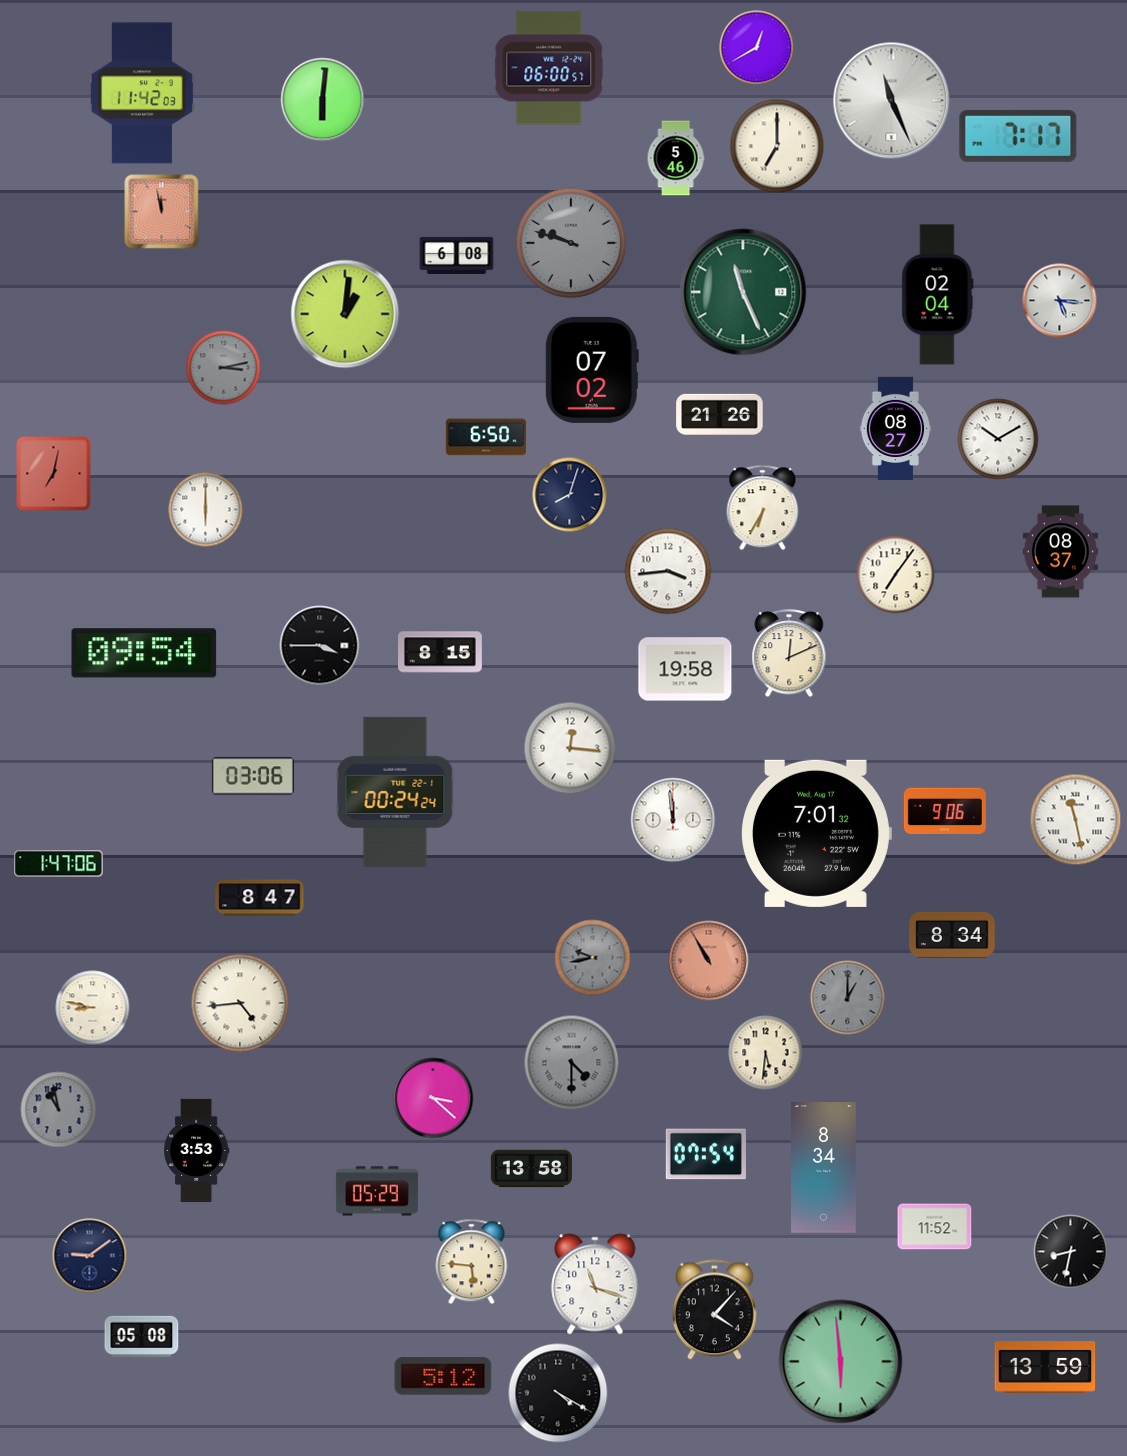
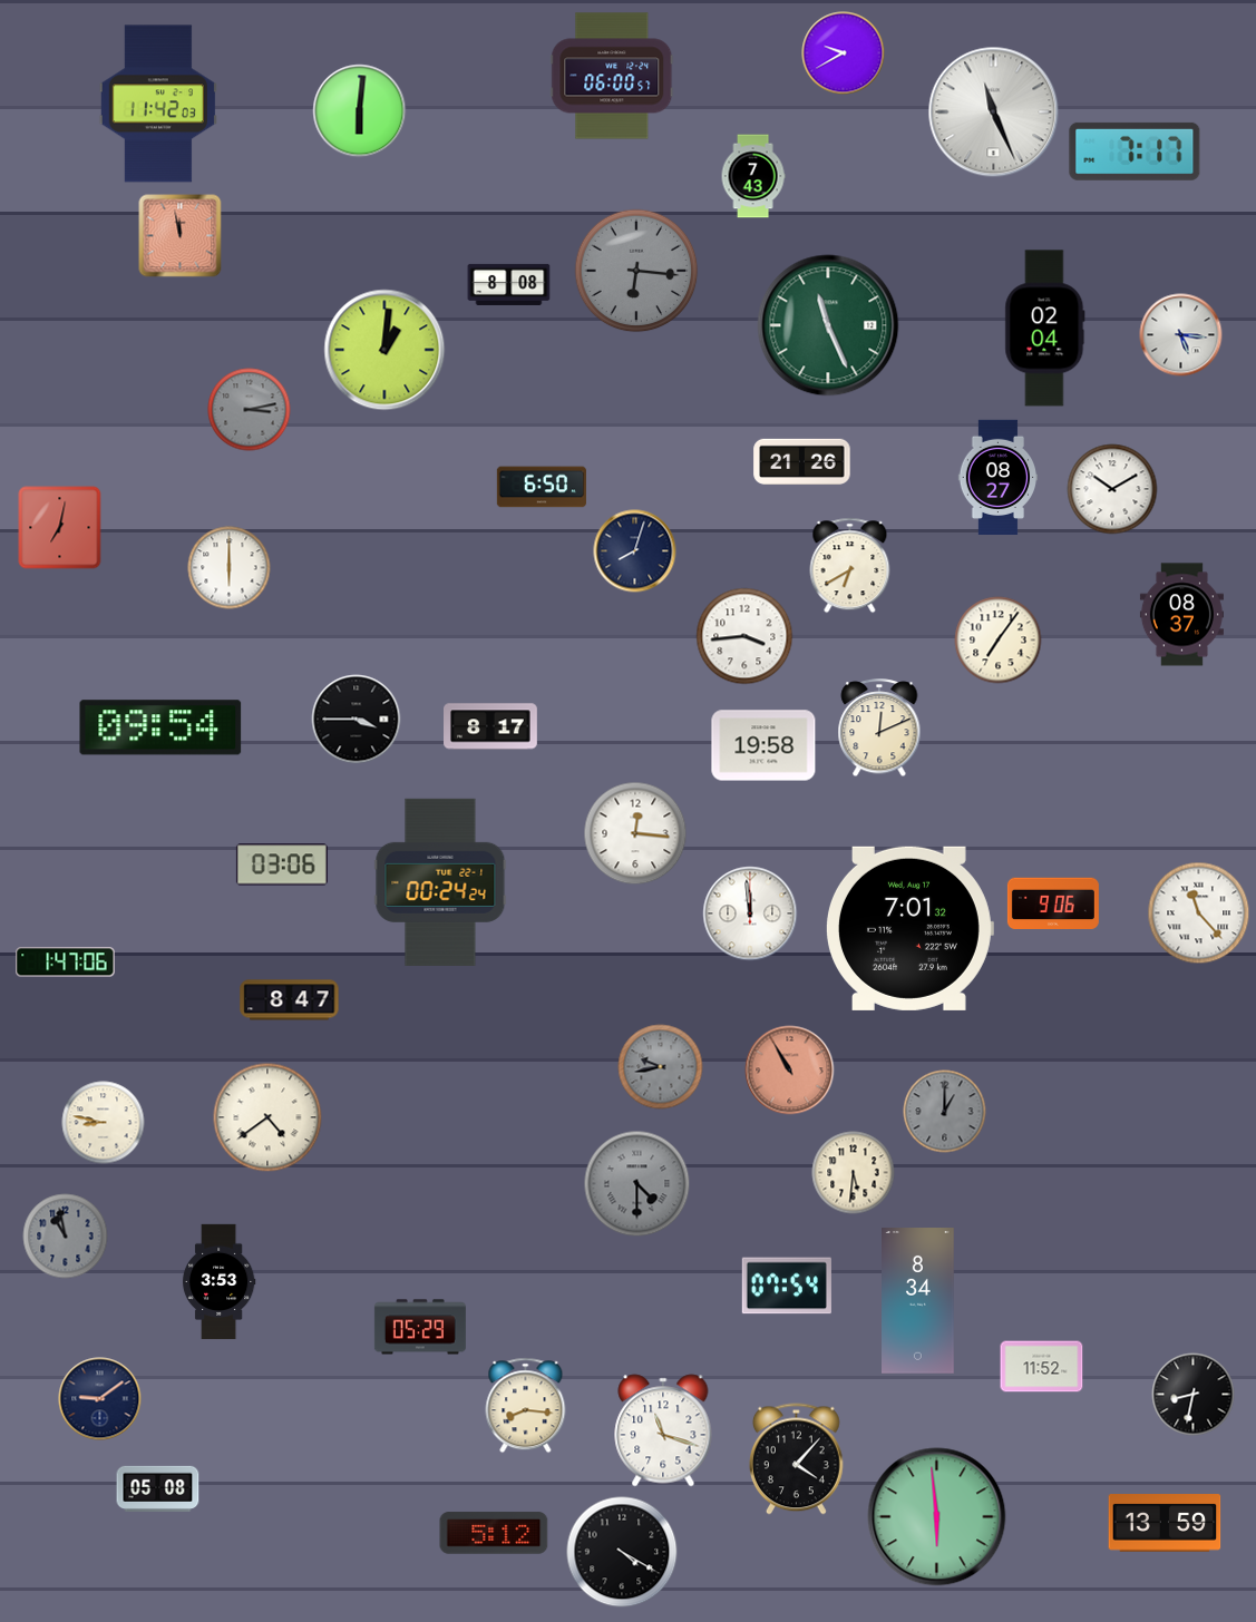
clock at (757, 48): 12:40 -> 9:40
clock at (777, 146): 7:00 -> none
clock at (676, 158): 5:46 -> 7:43
clock at (571, 243): 9:48 -> 6:16
clock at (457, 255): 6:08 -> 8:08
clock at (592, 370): 07:02 -> none
clock at (763, 508): 6:35 -> 6:40
clock at (441, 652): 8:15 -> 8:17
clock at (1076, 820): 11:28 -> 11:23
clock at (952, 935): 8:34 -> none
clock at (240, 1003): 4:44 -> 4:39
clock at (433, 1098): 3:22 -> none
clock at (531, 1169): 13:58 -> none
clock at (472, 1262): 5:46 -> 8:16
